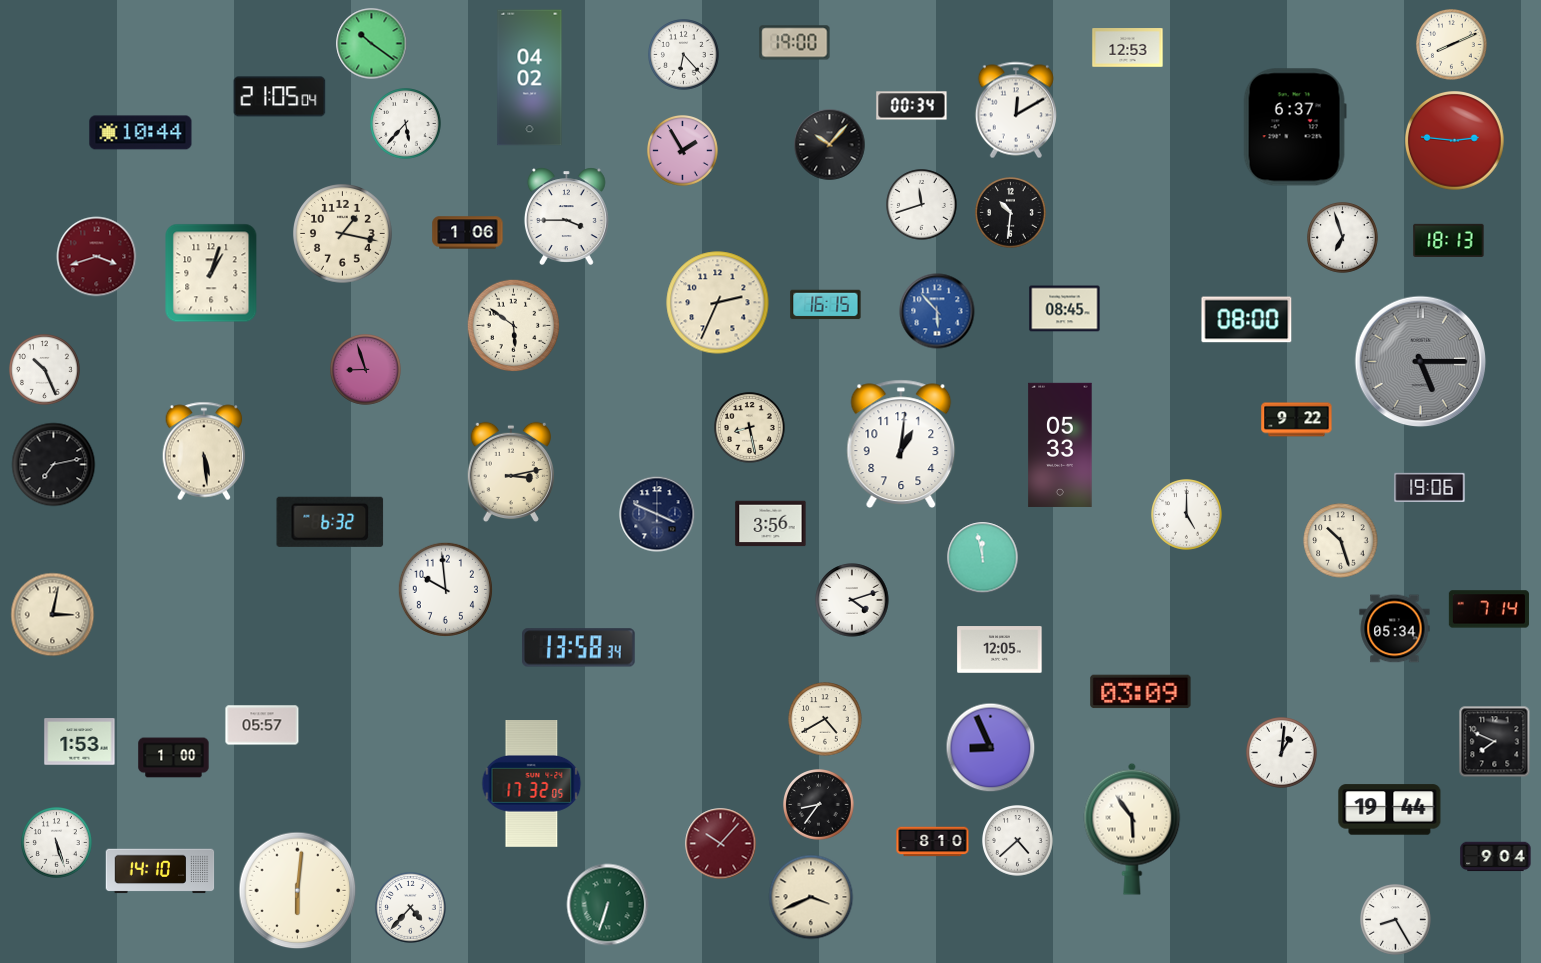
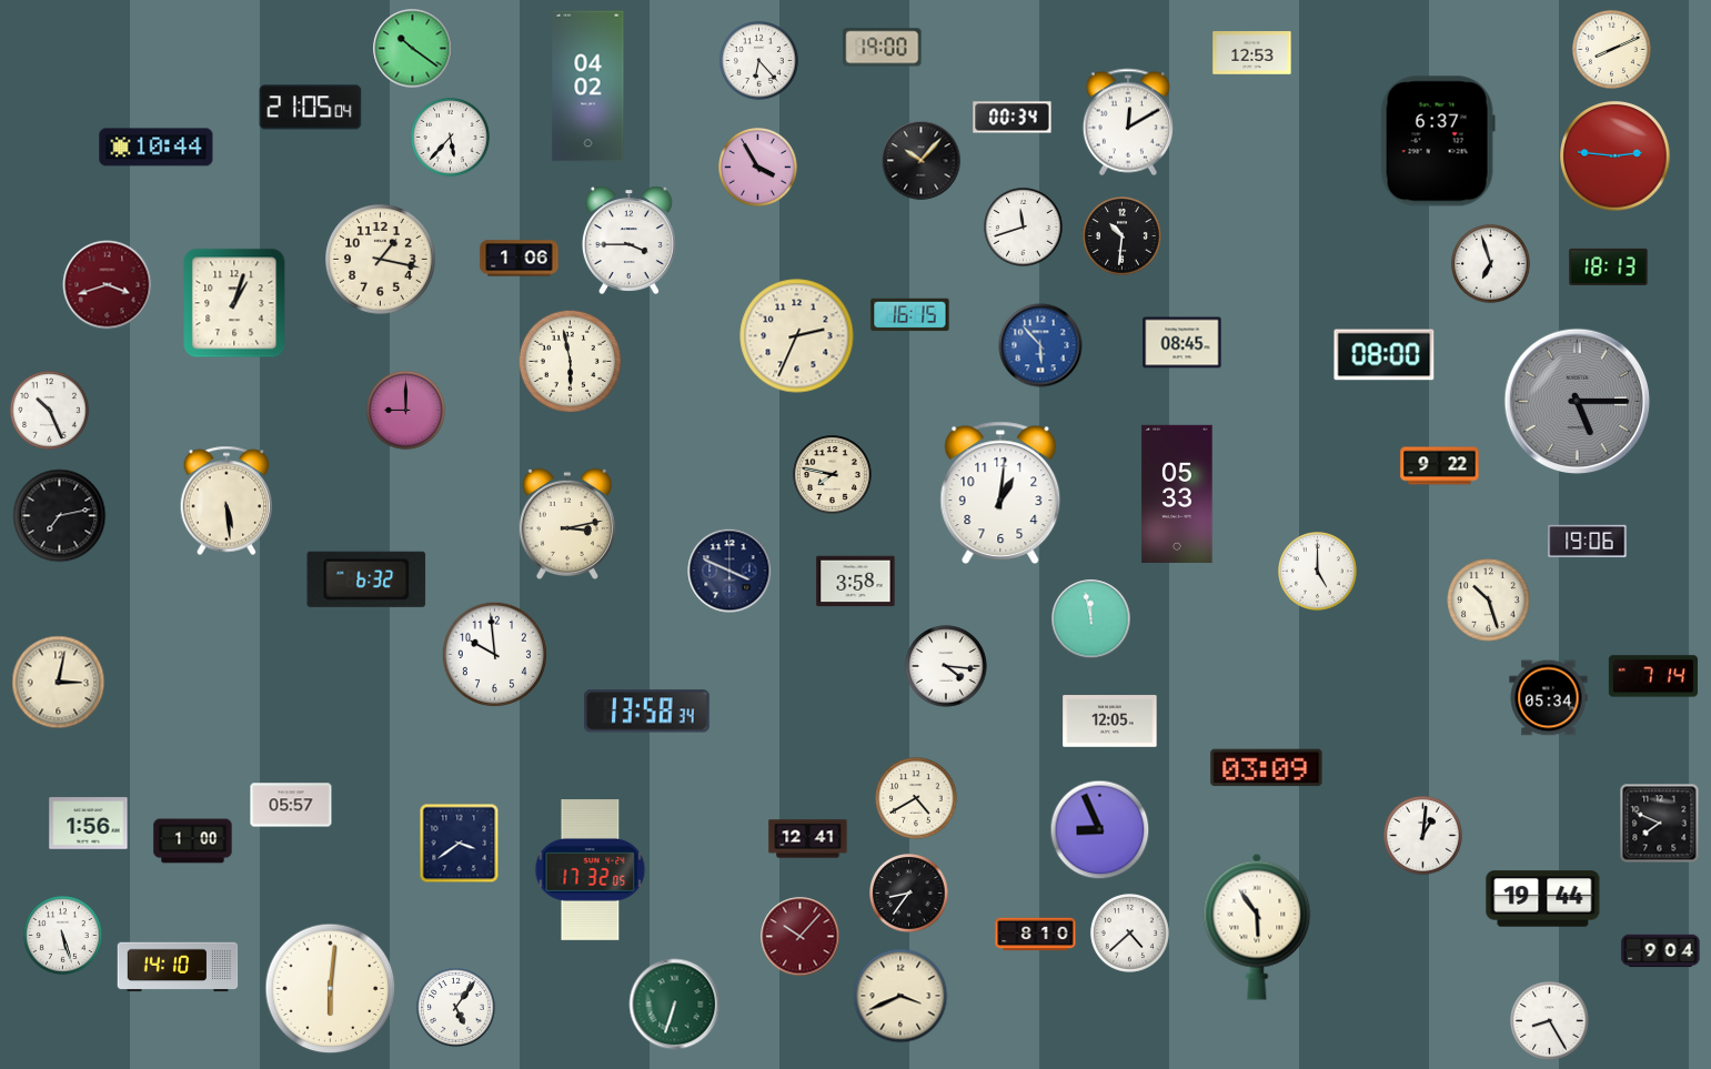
clock at (683, 151): 1:55 -> 3:55
clock at (826, 305) position: (826, 305) -> (910, 315)
clock at (514, 326): 5:51 -> 5:58
clock at (366, 370): 8:57 -> 9:00
clock at (750, 428): 8:28 -> 7:47
clock at (771, 524): 3:56 -> 3:58
clock at (852, 600): 4:12 -> 4:16
clock at (579, 648) position: (579, 648) -> (647, 712)
clock at (80, 742): 1:53 -> 1:56
clock at (808, 839): none -> 12:41
clock at (460, 844): none -> 3:39
clock at (1132, 829) position: (1132, 829) -> (1257, 927)
clock at (411, 908): 4:37 -> 5:06
